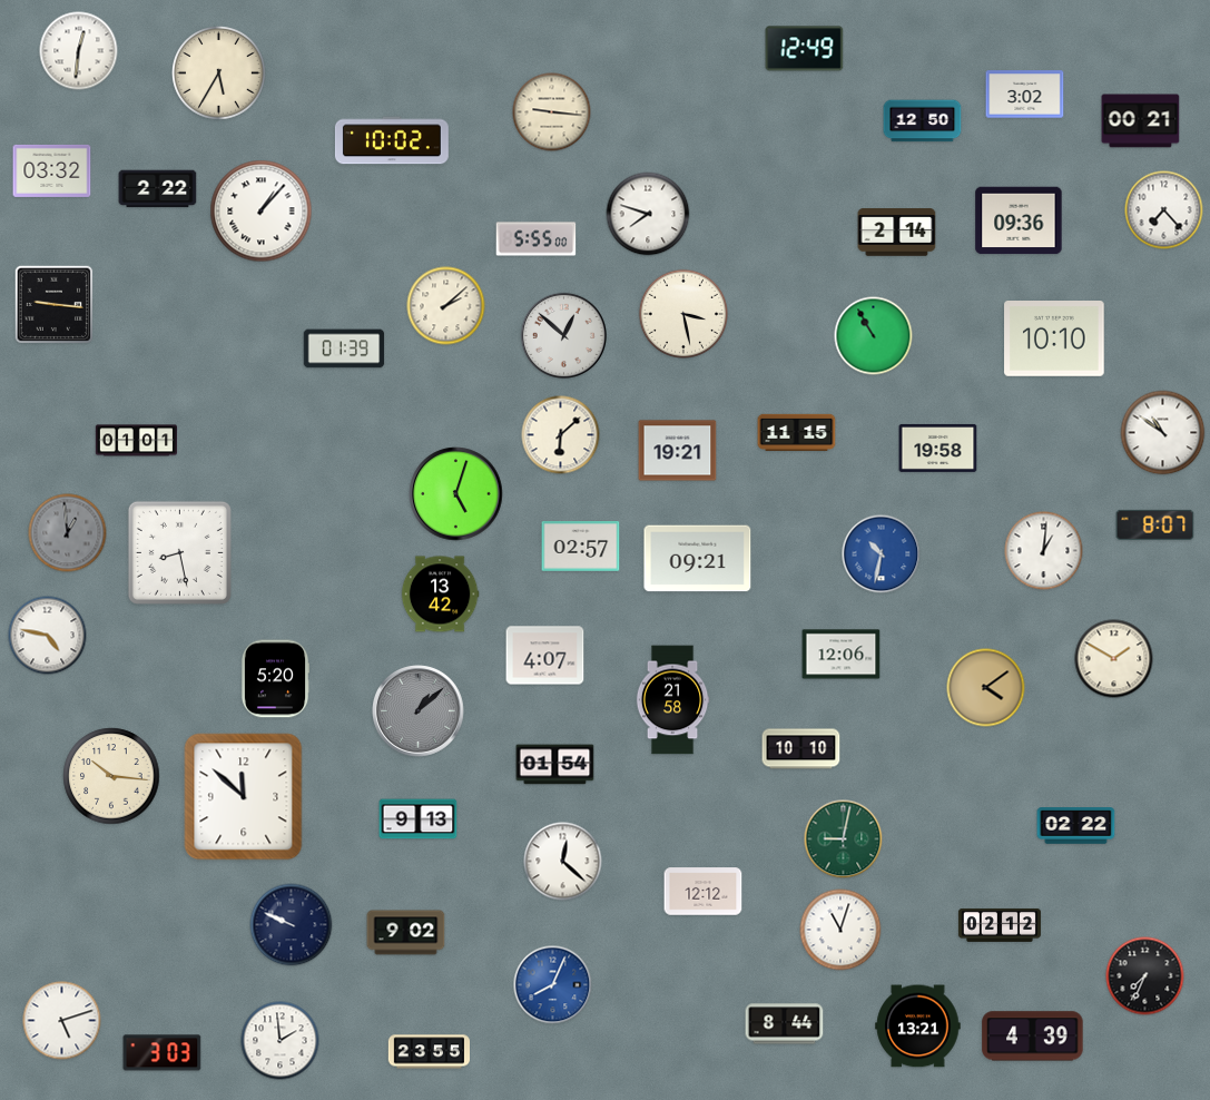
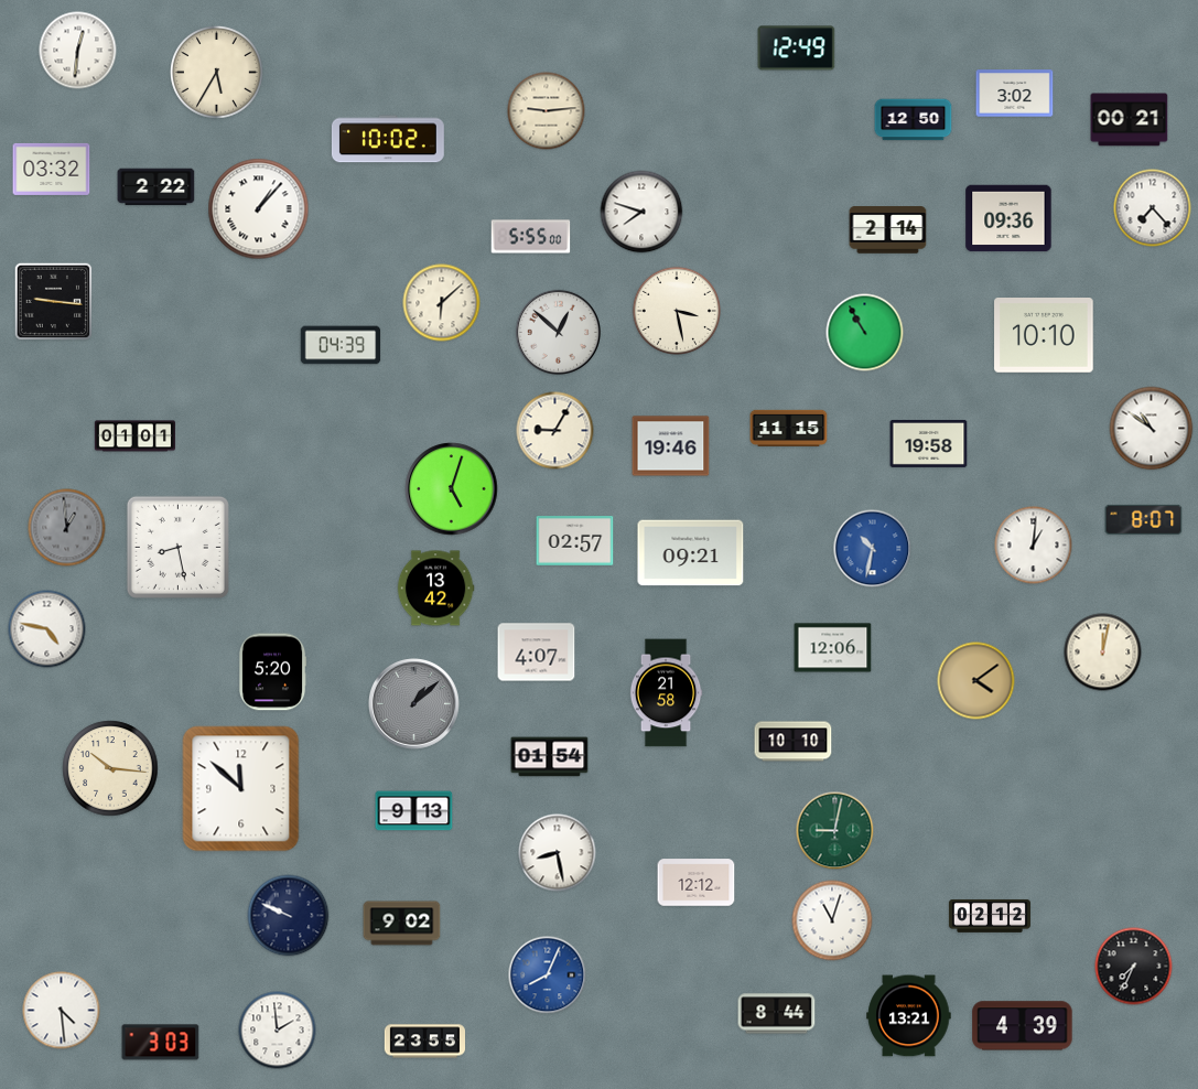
clock at (552, 112): 9:16 -> 9:14
clock at (446, 306): 2:08 -> 6:08
clock at (344, 348): 01:39 -> 04:39
clock at (561, 435): 6:08 -> 9:05
clock at (678, 451): 19:21 -> 19:46
clock at (545, 656) position: (545, 656) -> (537, 653)
clock at (1114, 659): 1:50 -> 12:02
clock at (1076, 826): 02:22 -> none
clock at (563, 862): 12:22 -> 8:28
clock at (62, 1021): 5:12 -> 4:29
